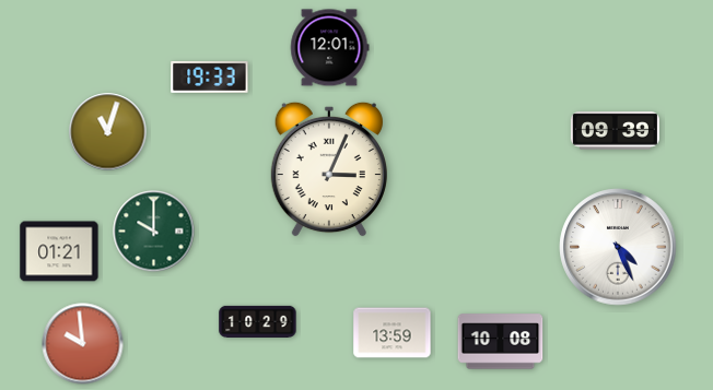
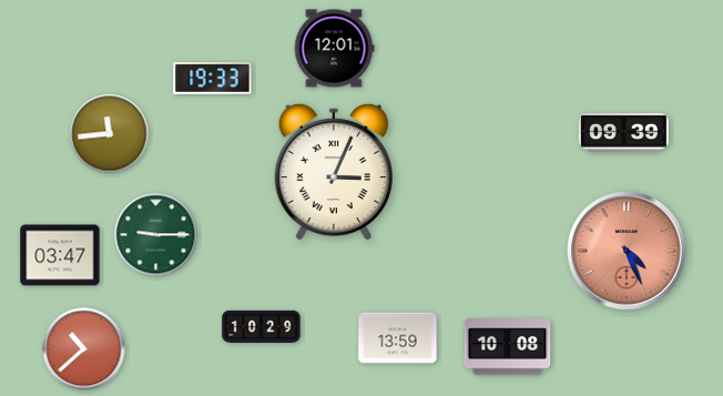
clock at (108, 132): 11:03 -> 11:44
clock at (154, 232): 10:00 -> 9:15
clock at (618, 247) dial: white -> salmon
clock at (59, 251): 01:21 -> 03:47
clock at (83, 344): 9:59 -> 10:38
